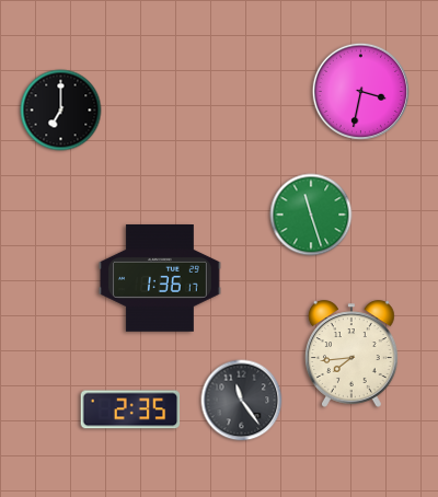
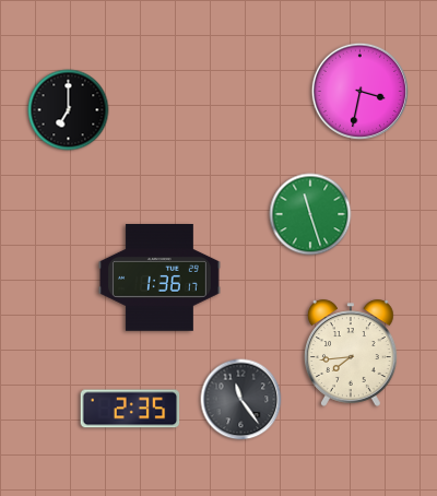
clock at (61, 111) position: (61, 111) -> (69, 110)
